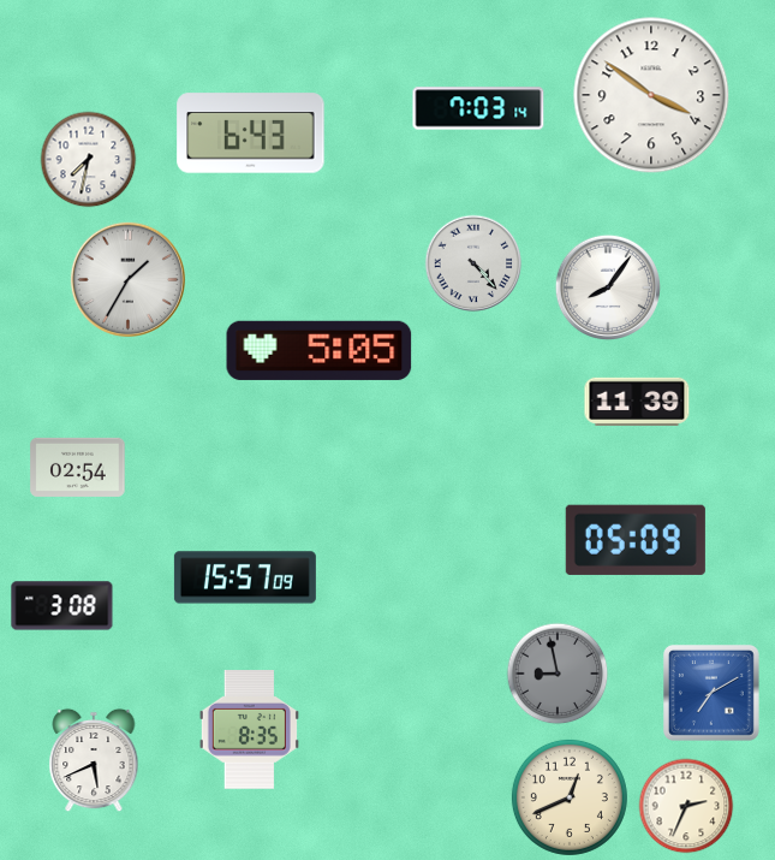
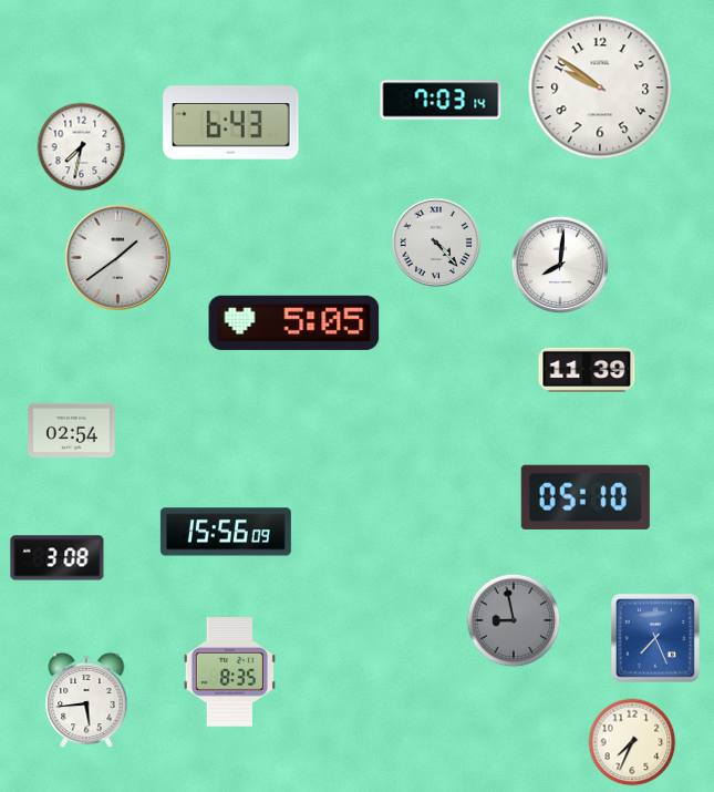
clock at (651, 95): 3:51 -> 9:51
clock at (127, 279): 1:35 -> 1:39
clock at (607, 286): 8:06 -> 8:01
clock at (636, 540): 05:09 -> 05:10
clock at (245, 577): 15:57 -> 15:56
clock at (713, 694): 7:10 -> 7:26
clock at (94, 760): 5:41 -> 5:44
clock at (570, 797): 12:41 -> none
clock at (686, 806): 2:34 -> 7:34
